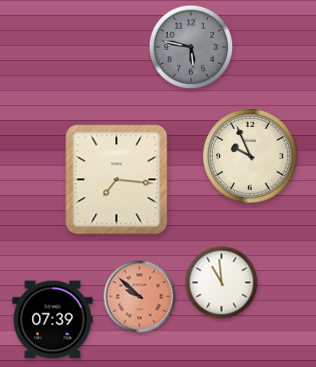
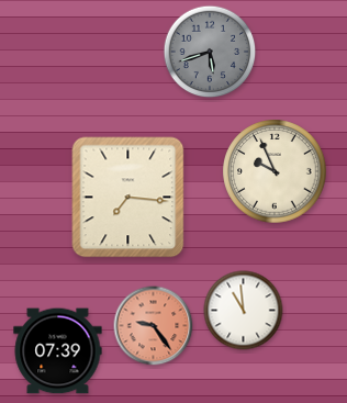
clock at (191, 47): 5:47 -> 5:42
clock at (140, 297): 9:52 -> 9:24
